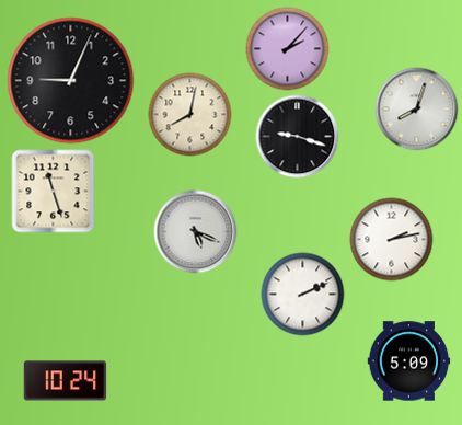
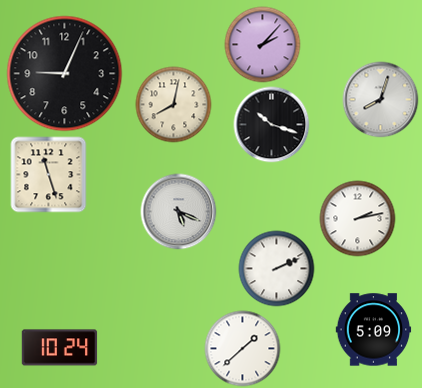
clock at (298, 137): 9:18 -> 10:18
clock at (243, 349): none -> 1:38
